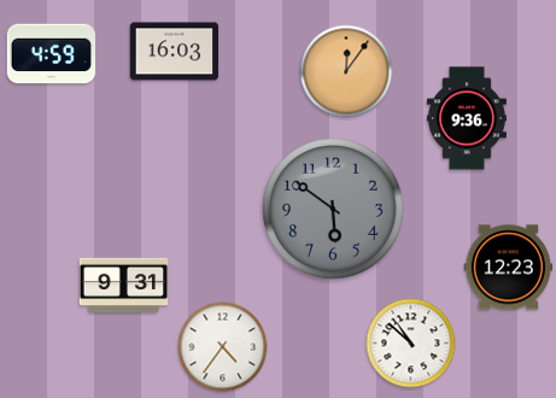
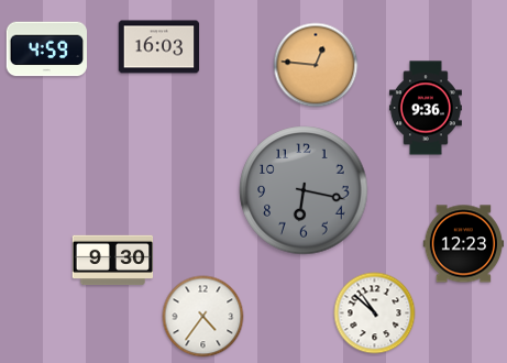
clock at (346, 71): 12:06 -> 12:46
clock at (333, 209): 5:51 -> 6:17
clock at (124, 286): 9:31 -> 9:30
